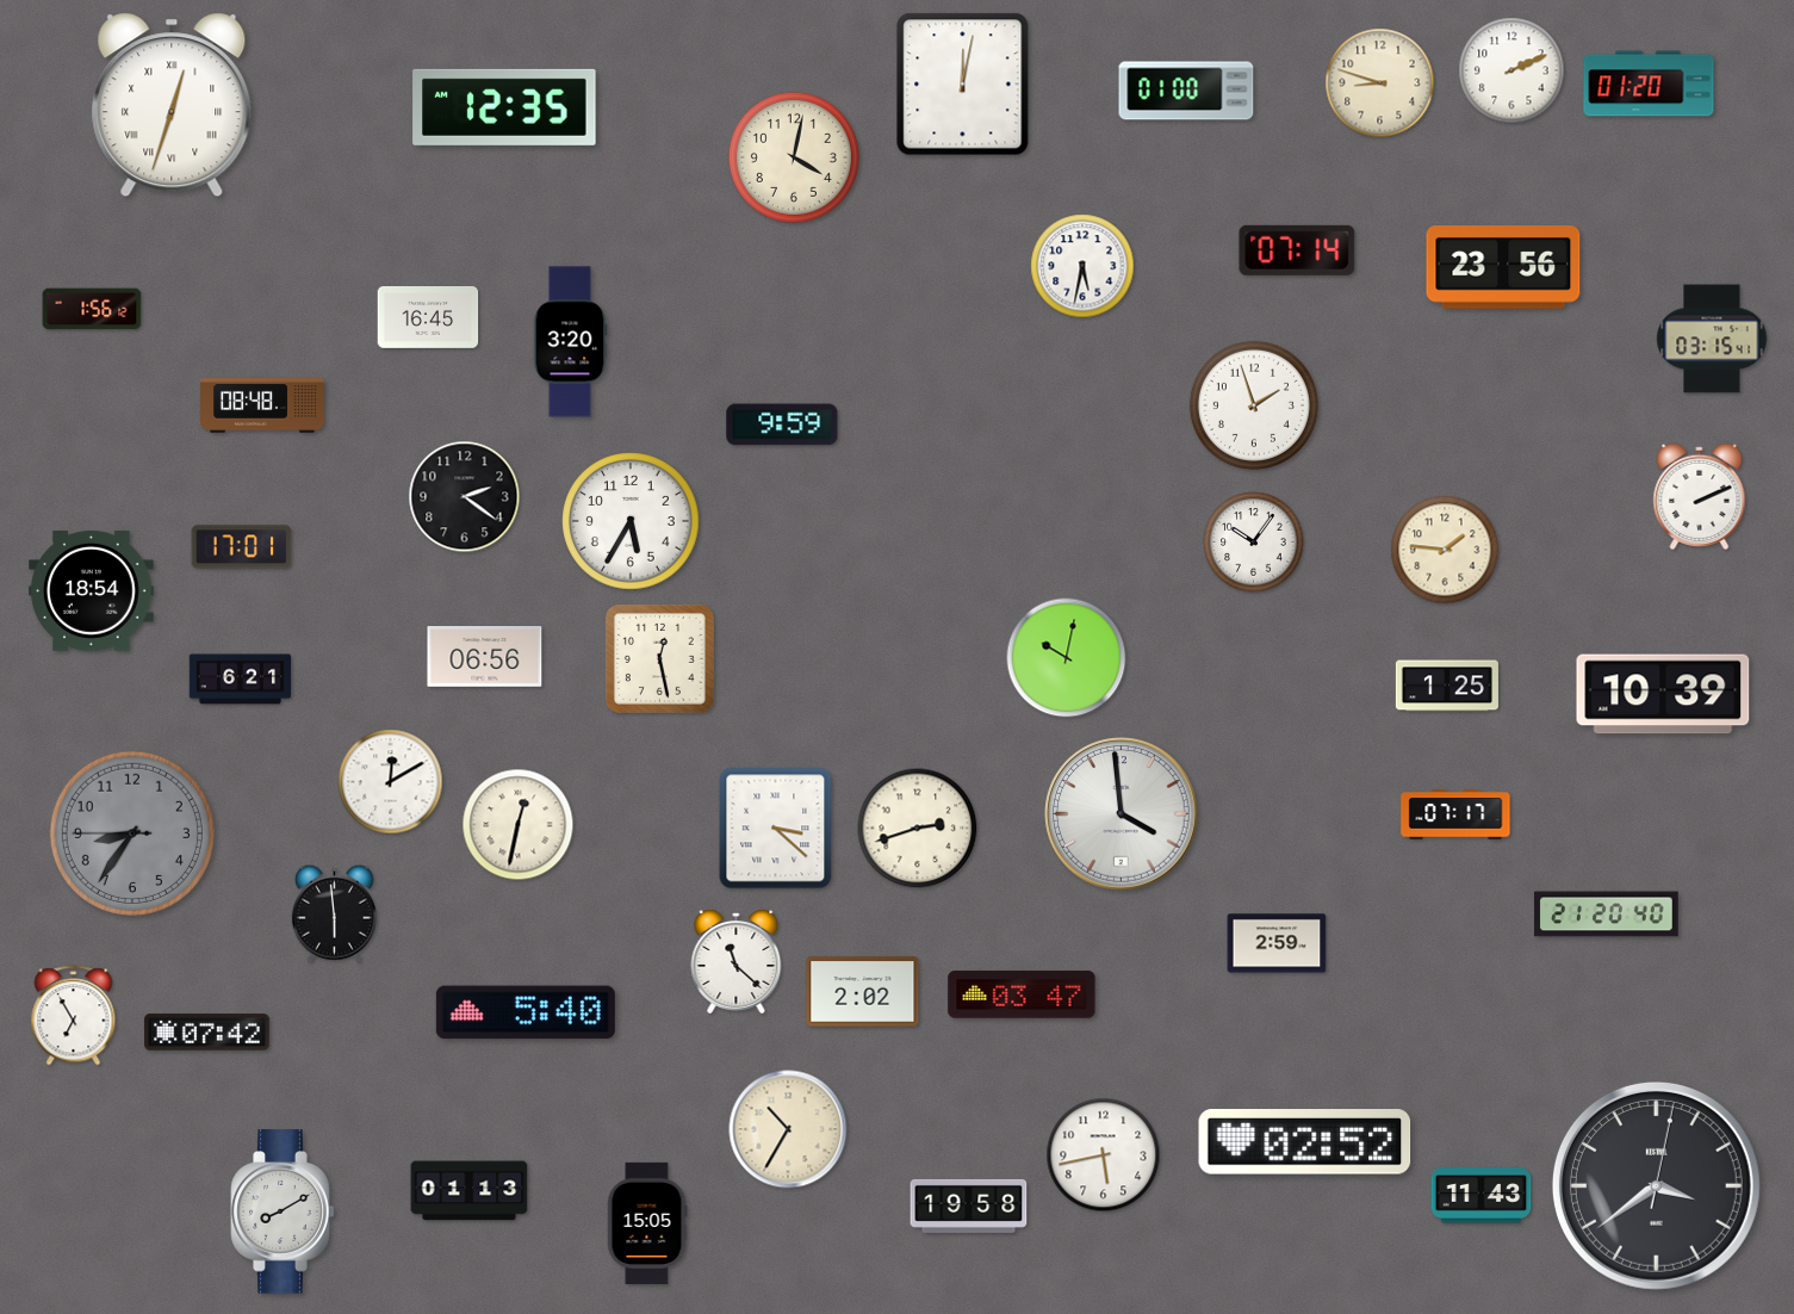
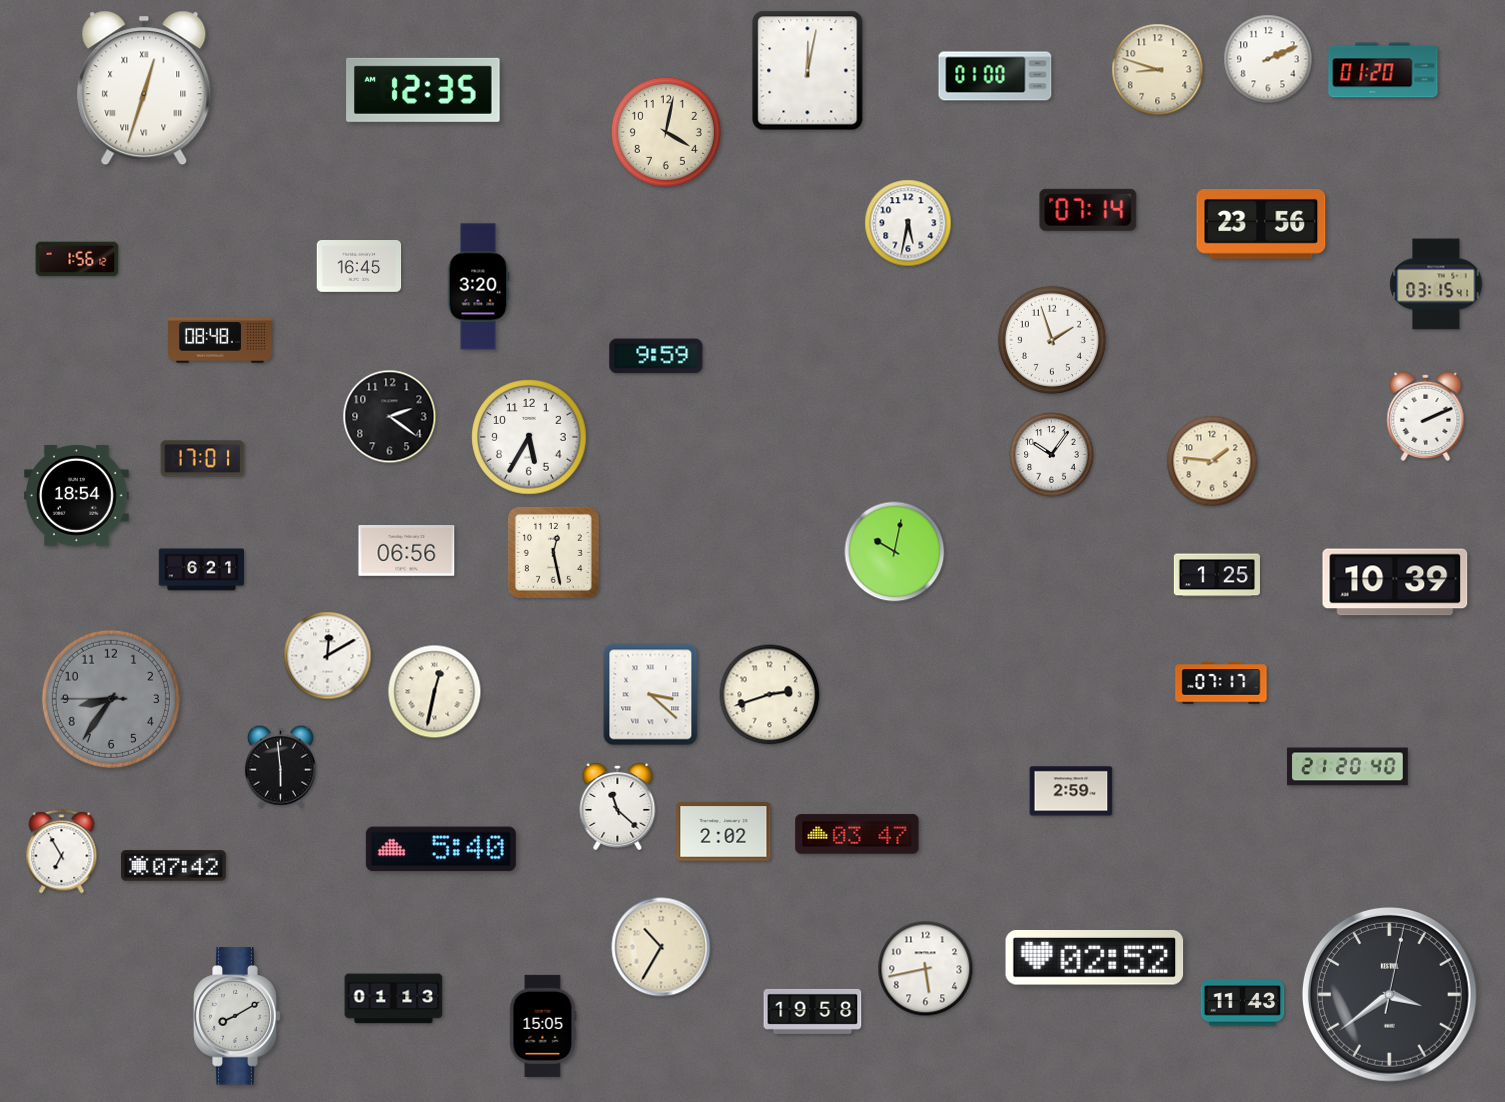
clock at (1447, 686) position: (1447, 686) -> (1217, 575)
clock at (1122, 814): 3:59 -> none
